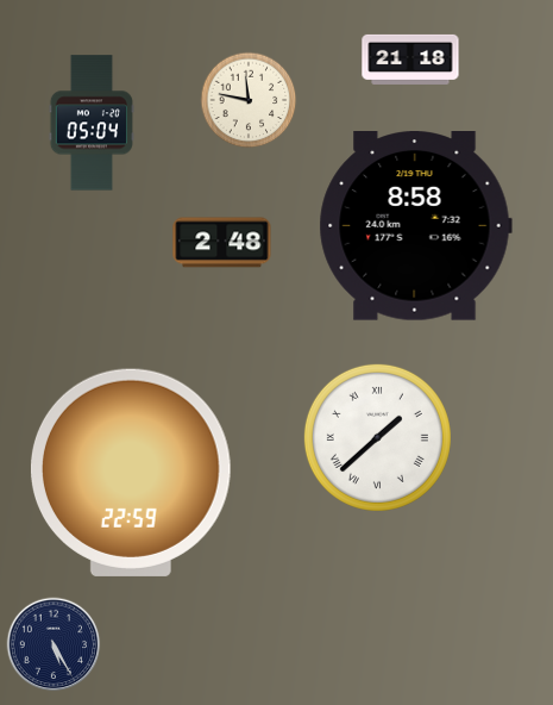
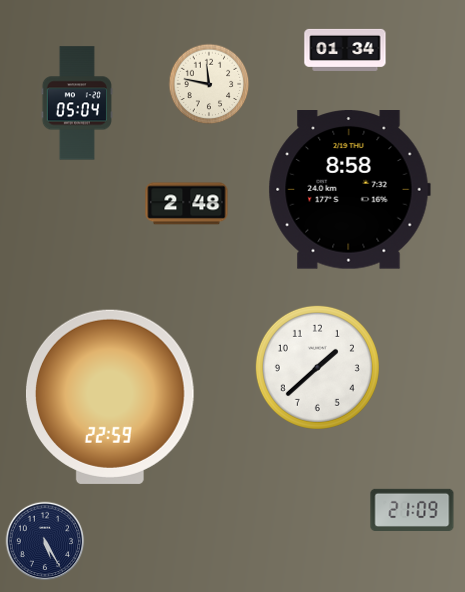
clock at (410, 60): 21:18 -> 01:34
clock at (377, 437) numerals: Roman -> Arabic
clock at (412, 509): none -> 21:09
